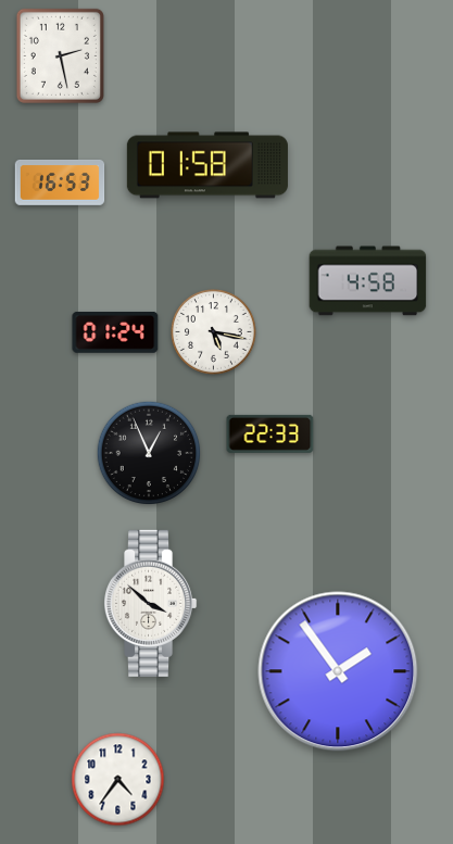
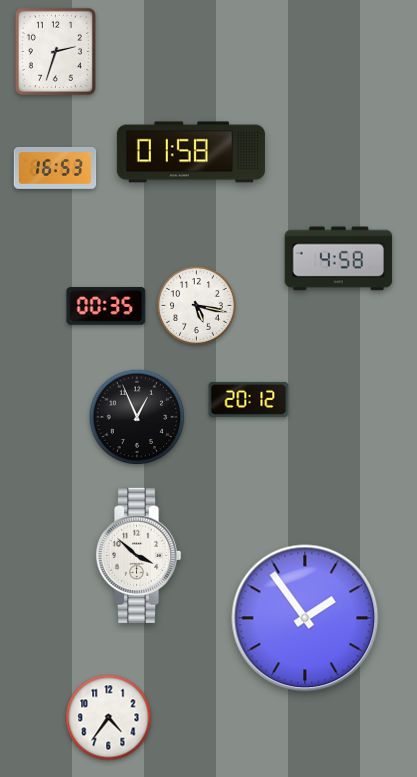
clock at (60, 55): 2:28 -> 2:33
clock at (115, 332): 01:24 -> 00:35
clock at (270, 433): 22:33 -> 20:12
clock at (338, 671) position: (338, 671) -> (305, 618)
